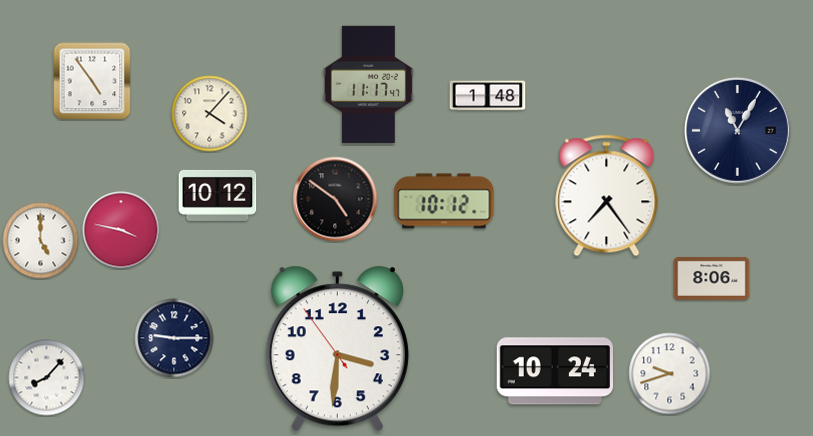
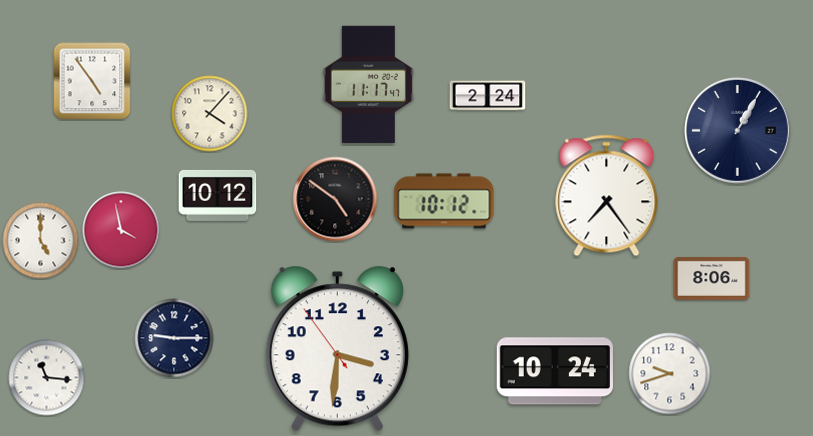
clock at (488, 96): 1:48 -> 2:24
clock at (737, 130): 11:05 -> 1:05
clock at (121, 230): 3:47 -> 3:58
clock at (47, 378): 8:07 -> 11:16
